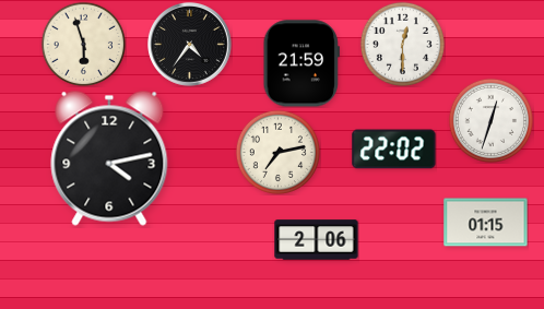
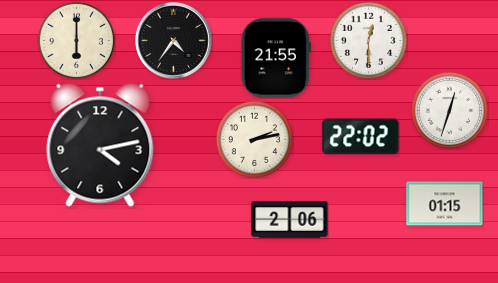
clock at (83, 44): 5:57 -> 6:00
clock at (301, 63): 21:59 -> 21:55
clock at (277, 152): 7:13 -> 2:13
